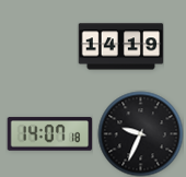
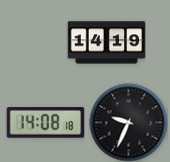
clock at (120, 47) position: (120, 47) -> (106, 43)
clock at (49, 134): 14:07 -> 14:08
